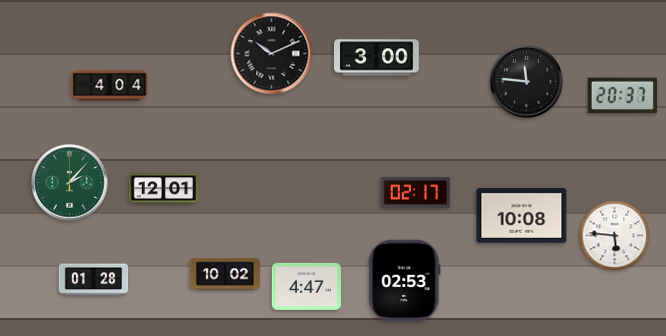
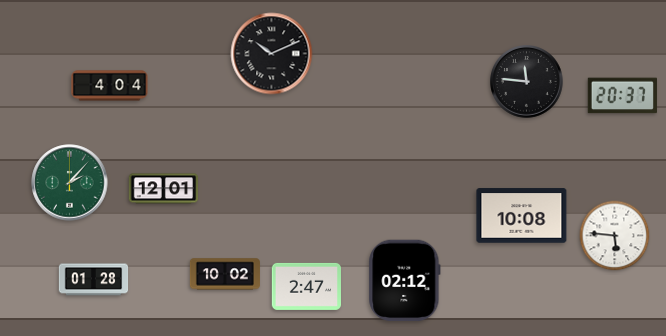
clock at (377, 58): 3:00 -> none
clock at (415, 193): 02:17 -> none
clock at (405, 281): 02:53 -> 02:12
clock at (307, 286): 4:47 -> 2:47
